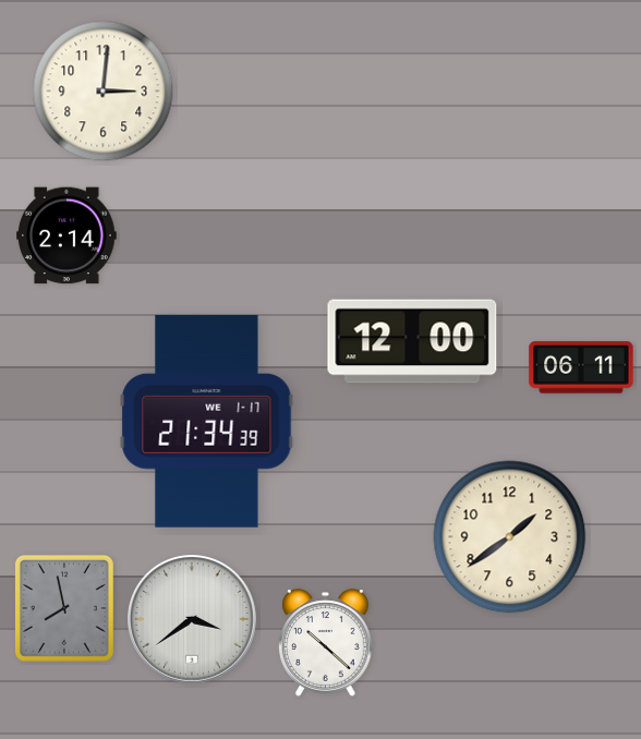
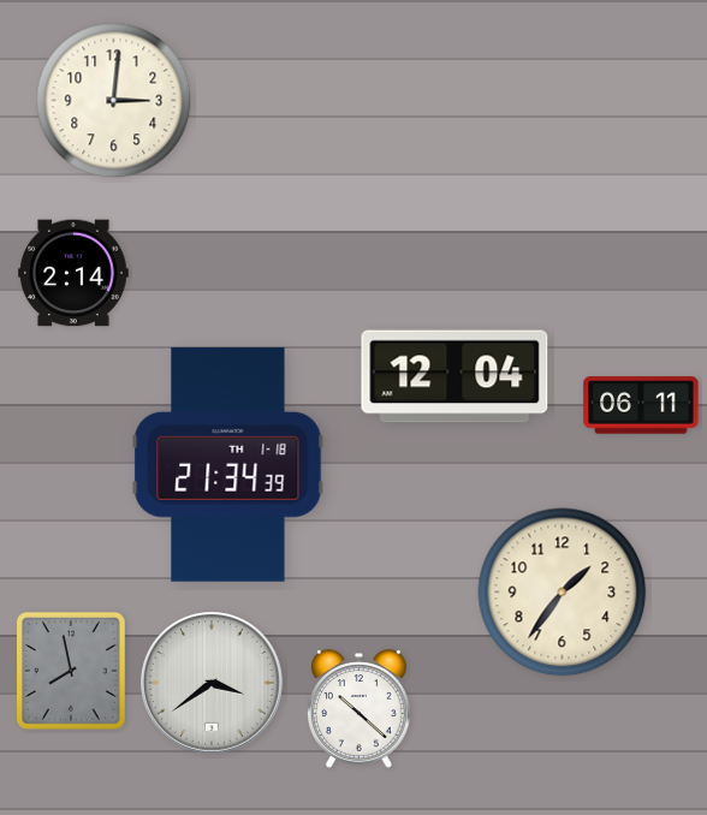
clock at (68, 235) position: (68, 235) -> (75, 273)
clock at (412, 341): 12:00 -> 12:04
clock at (207, 421) date: WE 1-17 -> TH 1-18
clock at (510, 537): 1:39 -> 1:36
